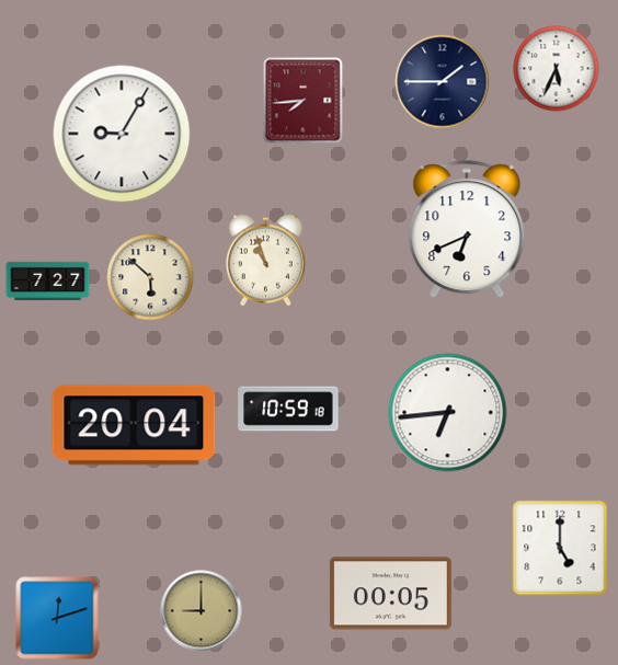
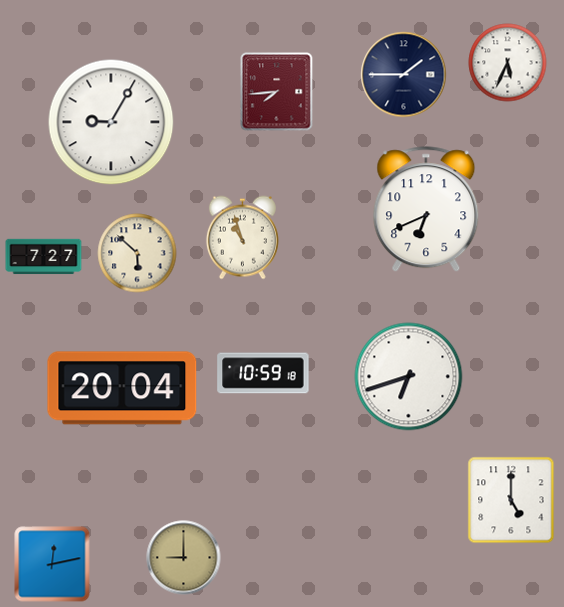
clock at (448, 413): 6:44 -> 6:42
clock at (390, 594): 00:05 -> none
clock at (57, 618): 12:12 -> 12:13
